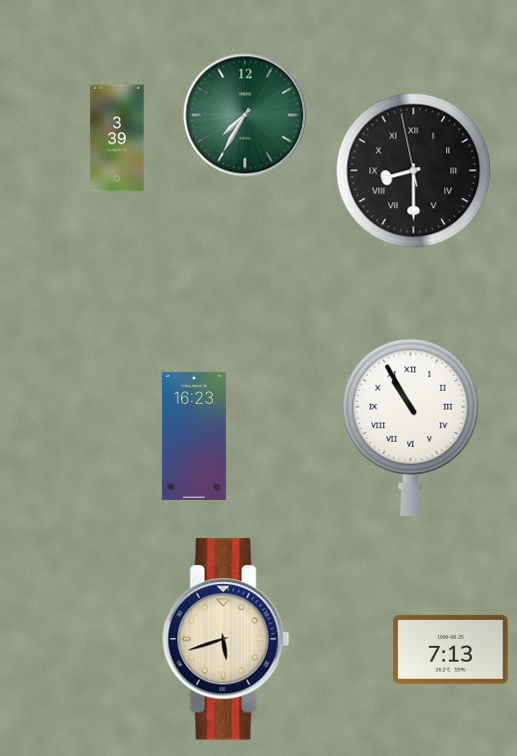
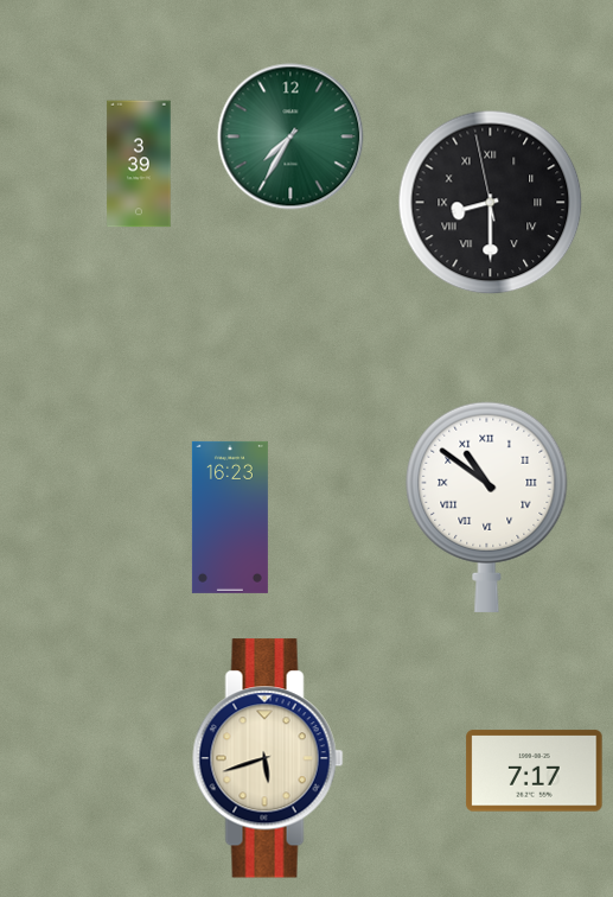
clock at (411, 427): 10:55 -> 10:51
clock at (451, 650): 7:13 -> 7:17
